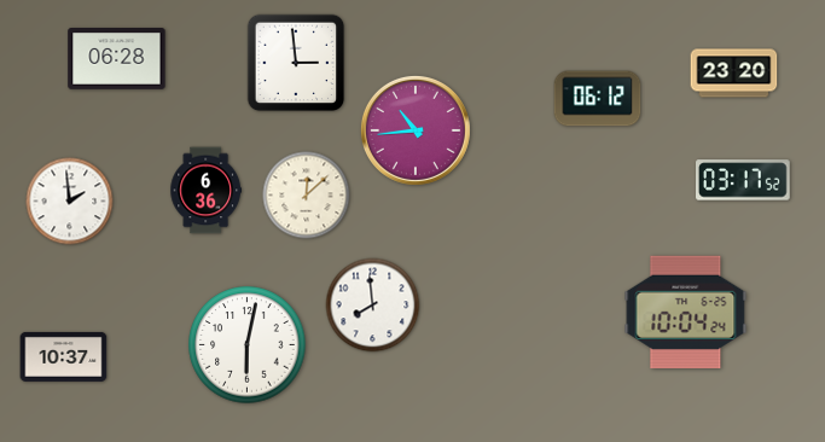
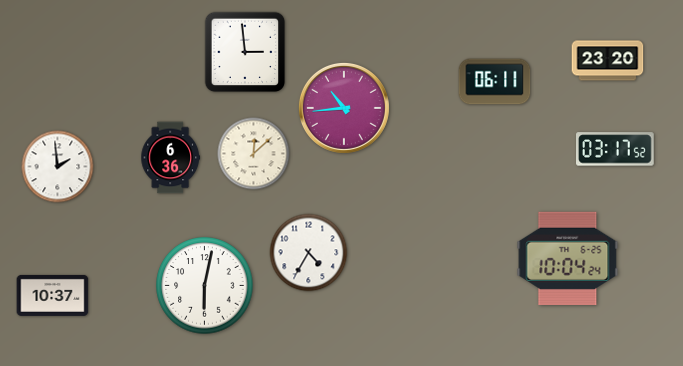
clock at (117, 59): 06:28 -> none
clock at (598, 99): 06:12 -> 06:11
clock at (307, 196) position: (307, 196) -> (254, 154)
clock at (373, 306): 7:59 -> 4:35
